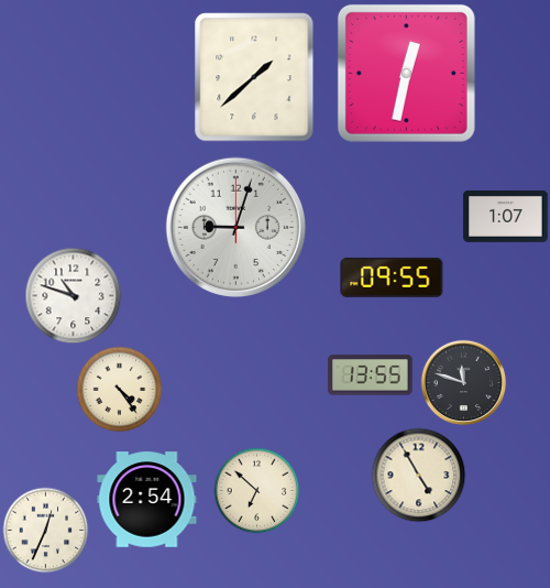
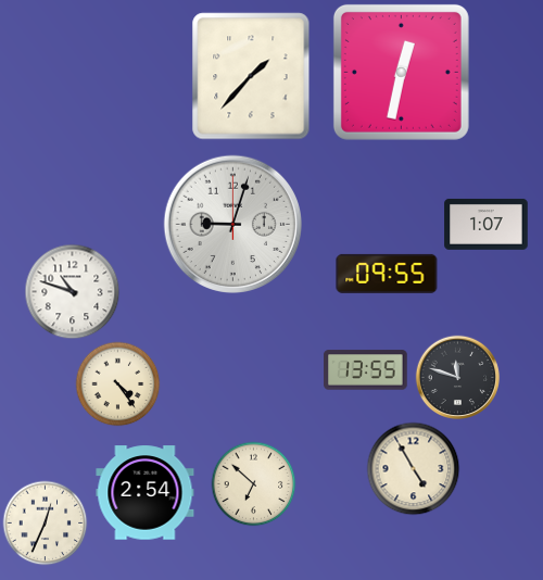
clock at (254, 77): 1:38 -> 1:37
clock at (506, 216) position: (506, 216) -> (487, 224)
